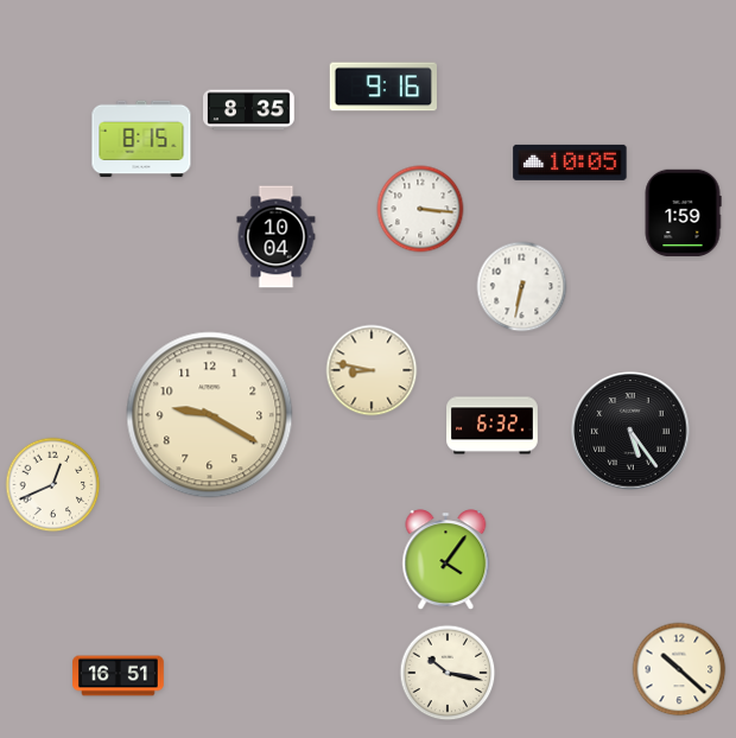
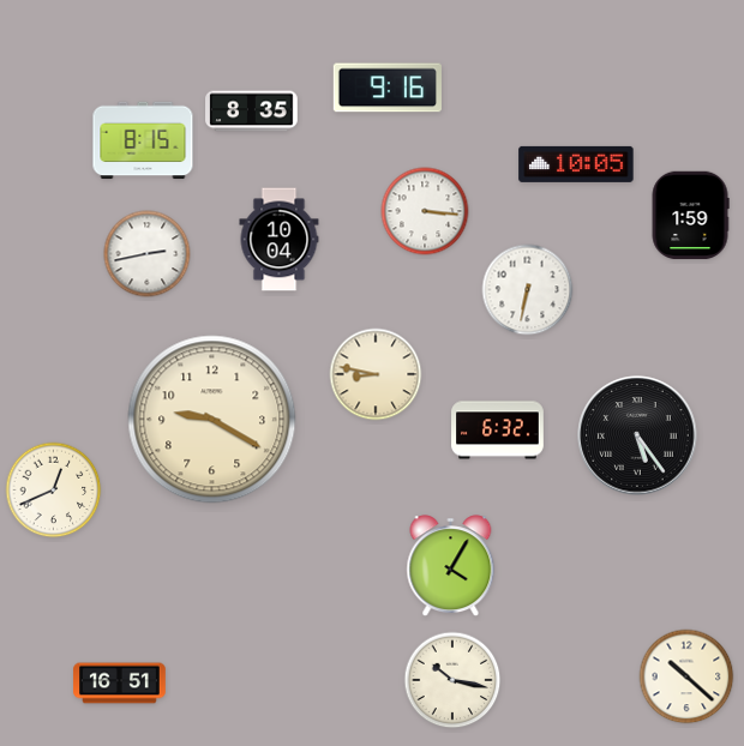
clock at (148, 254): none -> 2:43
clock at (446, 560): 4:06 -> 4:05
